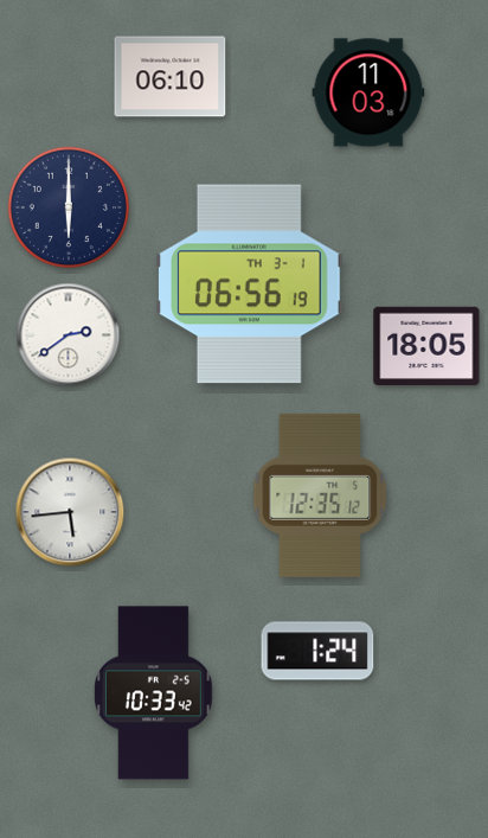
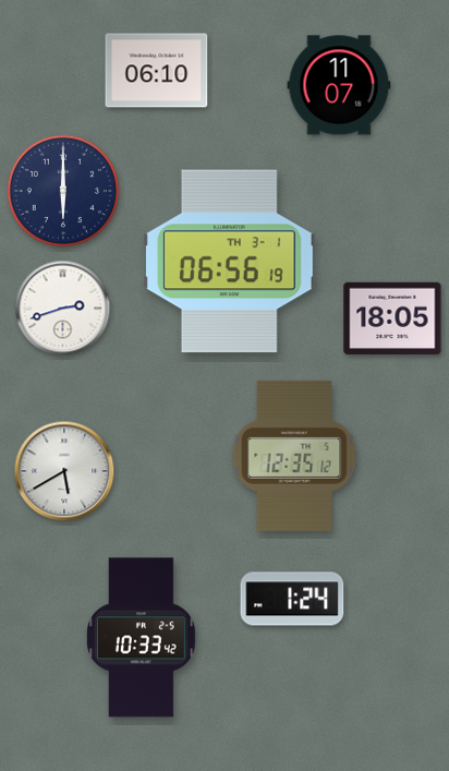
clock at (368, 92): 11:03 -> 11:07
clock at (69, 335): 2:39 -> 2:42
clock at (70, 512): 5:44 -> 5:40
